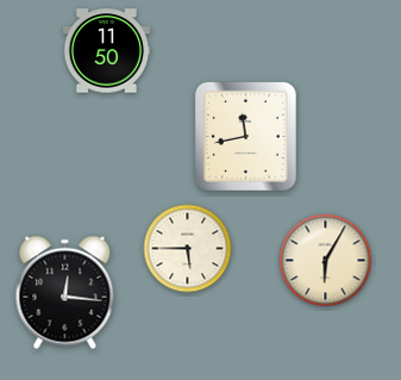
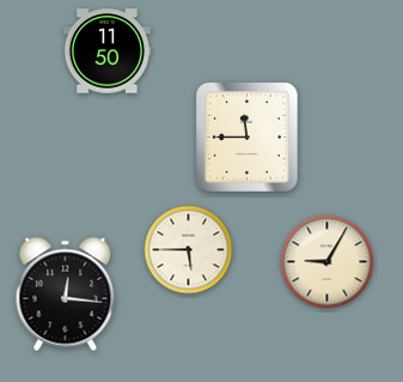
clock at (245, 136): 11:43 -> 11:45
clock at (326, 261): 6:05 -> 9:05
